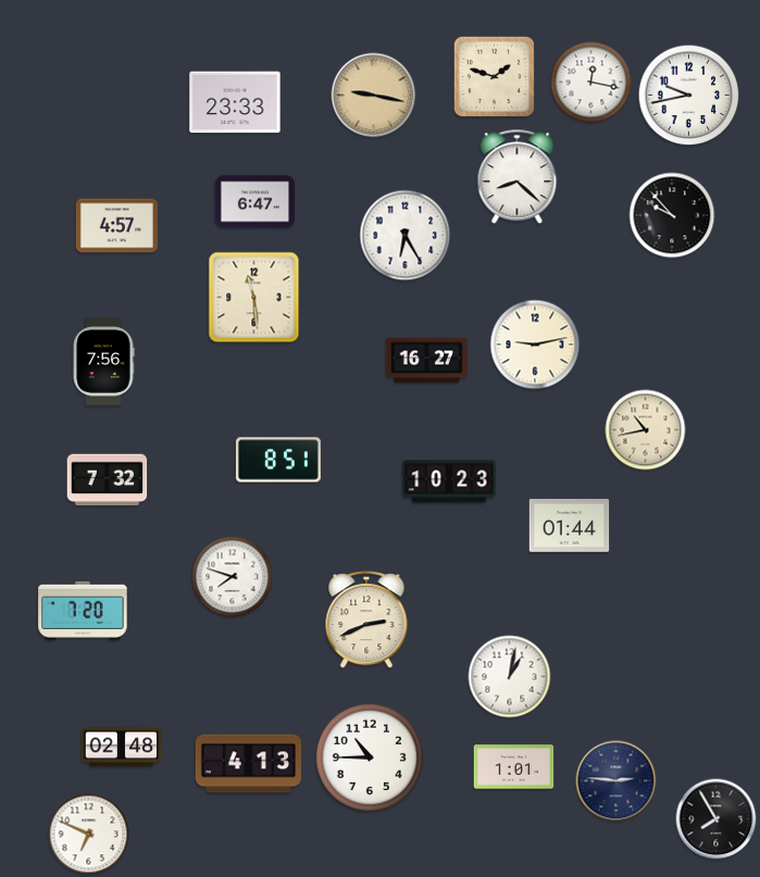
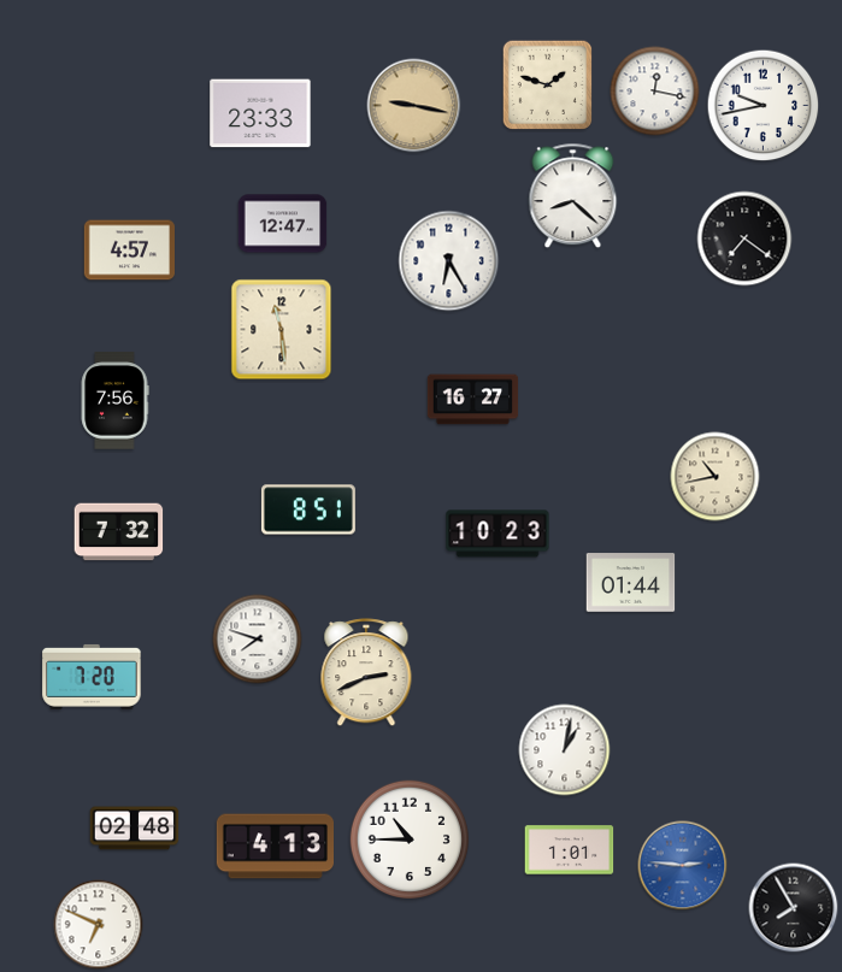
clock at (256, 202): 6:47 -> 12:47
clock at (672, 215): 9:53 -> 7:21
clock at (535, 344): 9:13 -> none
clock at (366, 621) position: (366, 621) -> (366, 673)
clock at (616, 781) dial: navy -> blue
